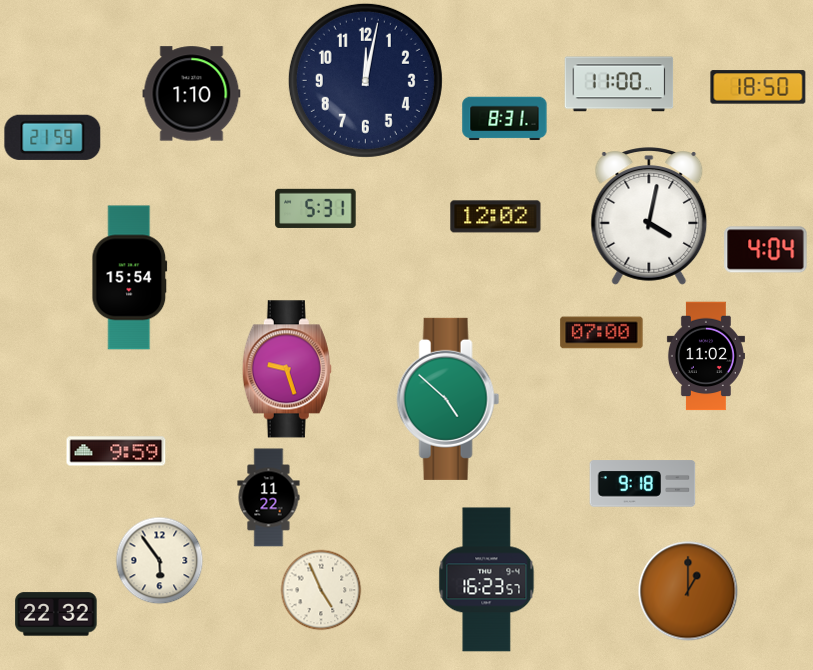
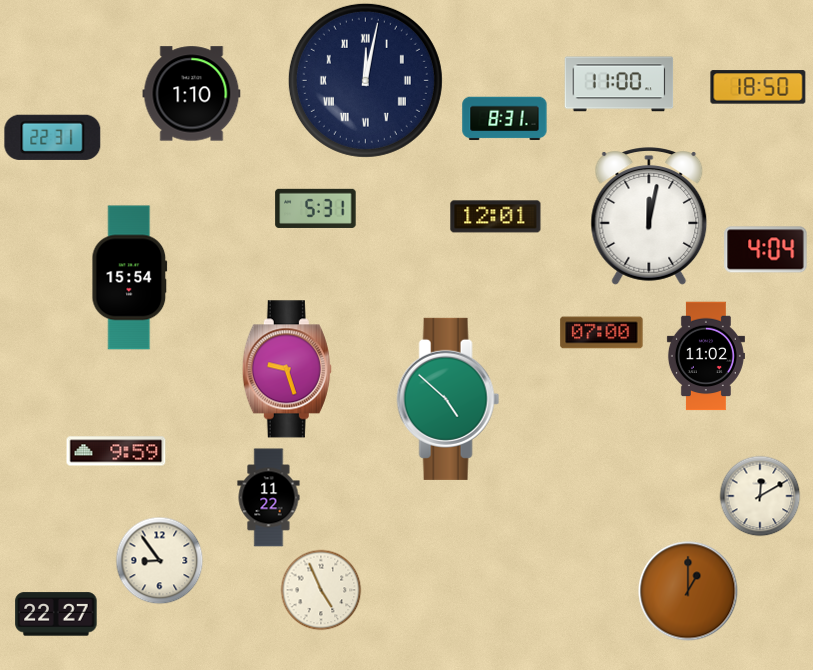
clock at (365, 80) numerals: Arabic -> Roman
clock at (53, 137): 21:59 -> 22:31
clock at (649, 216): 4:02 -> 12:02
clock at (496, 217): 12:02 -> 12:01
clock at (643, 484): 9:18 -> none
clock at (760, 496): none -> 12:10
clock at (159, 560): 5:54 -> 8:54
clock at (487, 580): 16:23 -> none
clock at (56, 614): 22:32 -> 22:27
